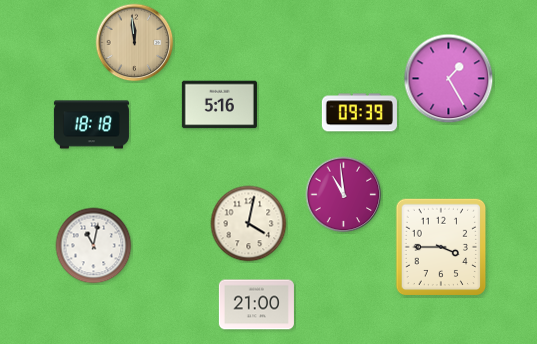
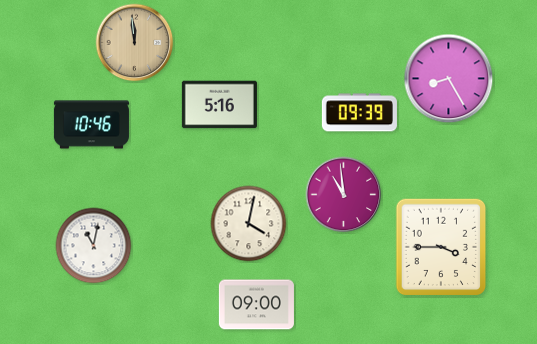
clock at (449, 79): 1:25 -> 8:25
clock at (91, 125): 18:18 -> 10:46
clock at (256, 305): 21:00 -> 09:00
